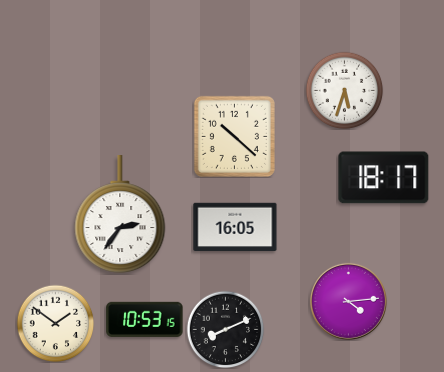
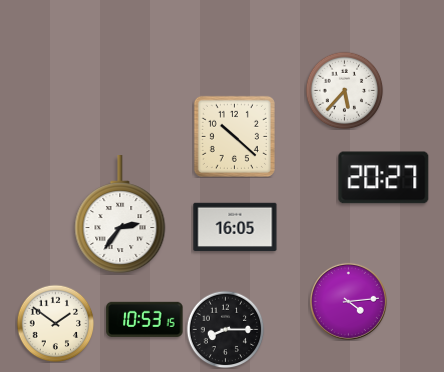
clock at (344, 90): 5:33 -> 5:37
clock at (384, 178): 18:17 -> 20:27
clock at (225, 329): 8:11 -> 8:15
